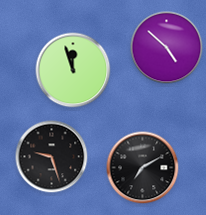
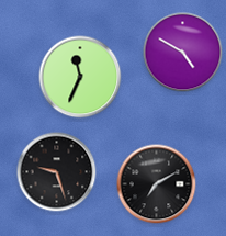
clock at (167, 48): 4:52 -> 4:50
clock at (73, 70): 11:57 -> 11:34
